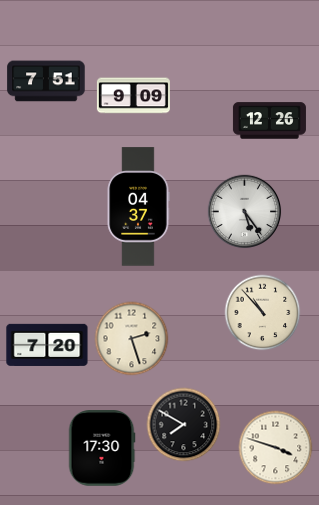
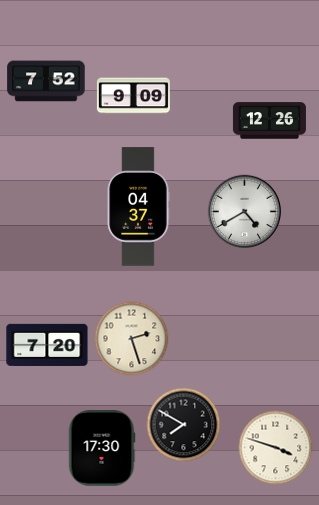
clock at (46, 81): 7:51 -> 7:52
clock at (245, 212): 5:24 -> 4:40
clock at (263, 313): 10:53 -> none
